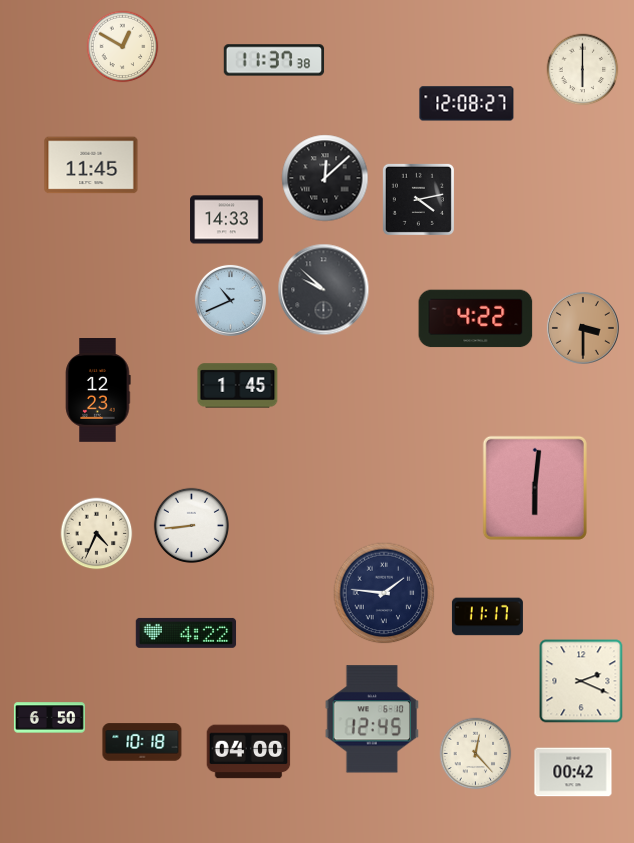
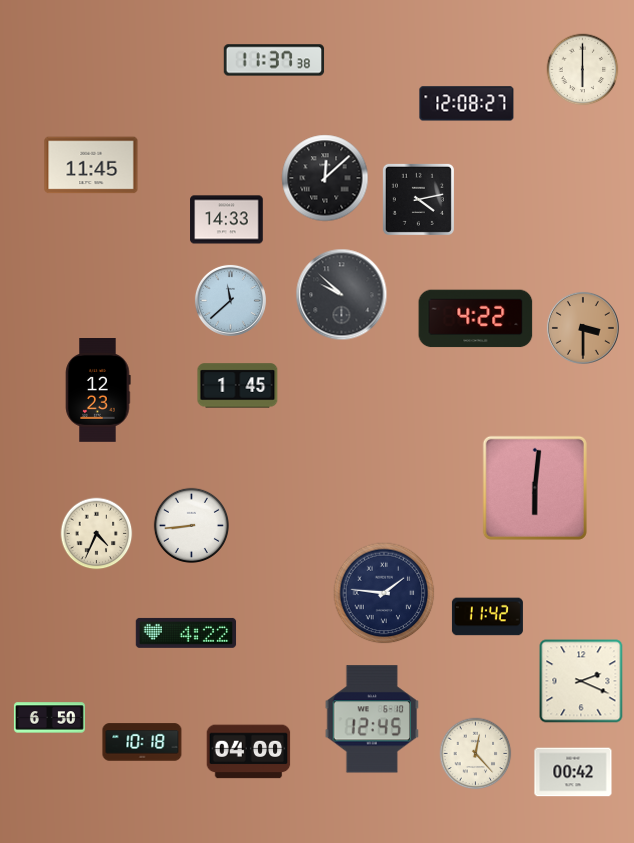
clock at (123, 47): 12:50 -> none
clock at (324, 290) position: (324, 290) -> (342, 295)
clock at (230, 300): 10:41 -> 11:38
clock at (487, 617): 11:17 -> 11:42
